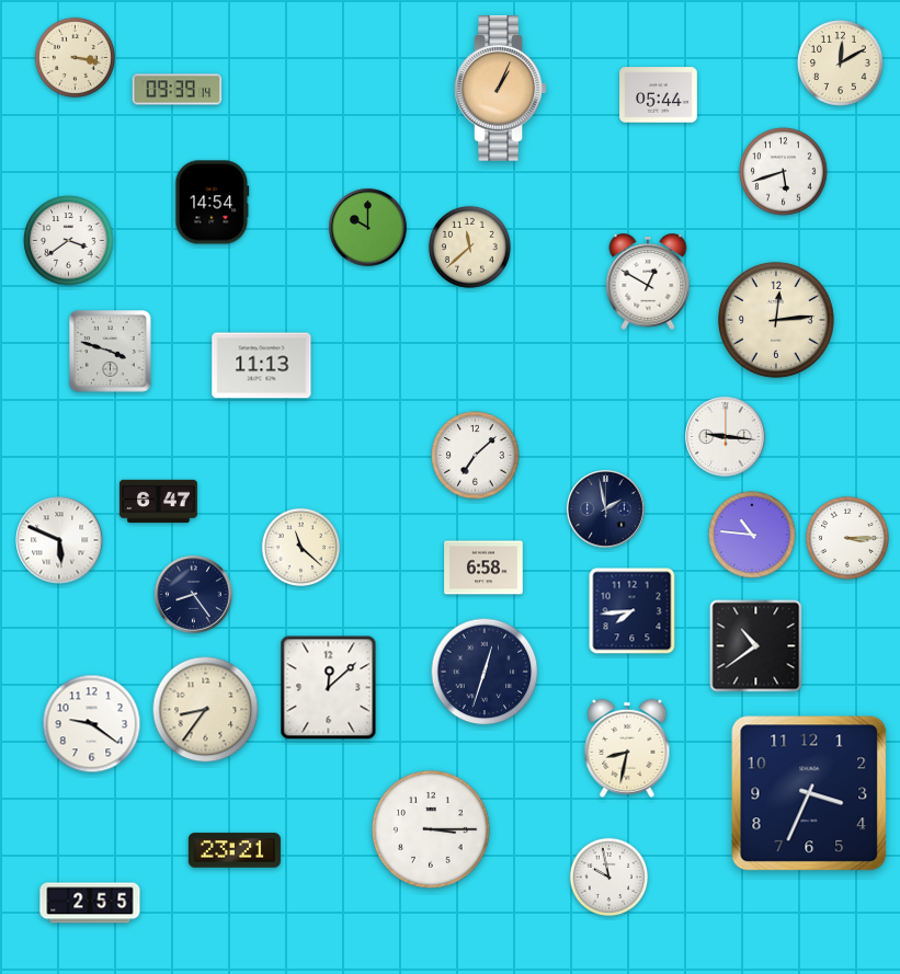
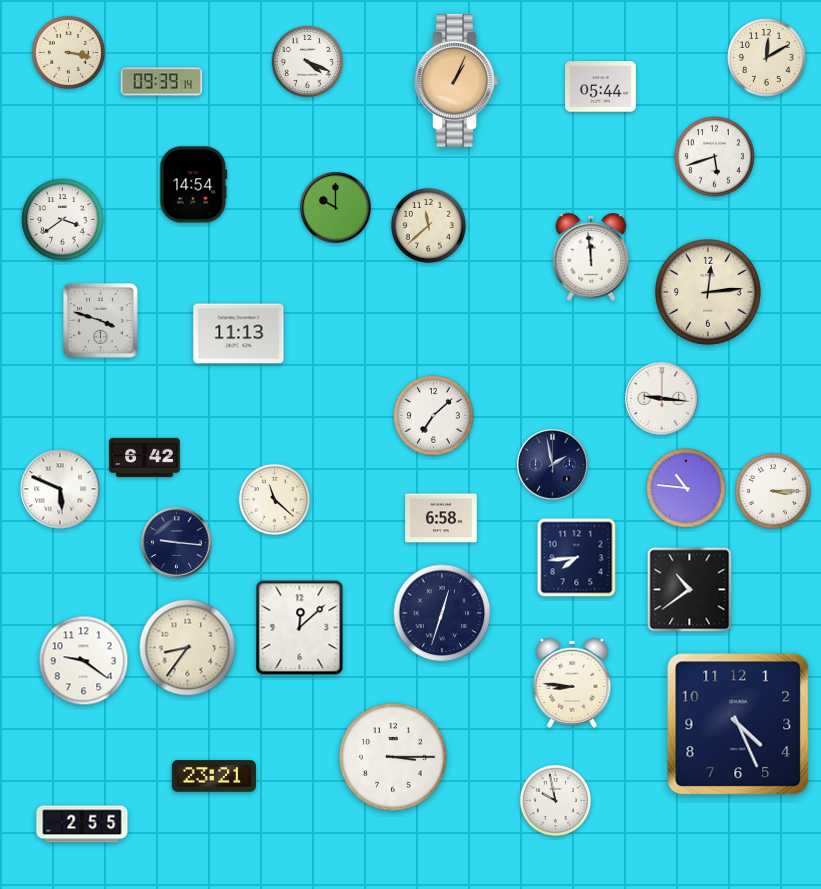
clock at (308, 62): none -> 4:19
clock at (648, 283): 12:50 -> 11:59
clock at (159, 502): 6:47 -> 6:42
clock at (59, 540) position: (59, 540) -> (60, 489)
clock at (194, 595): 8:24 -> 9:16
clock at (627, 748): 8:32 -> 8:46
clock at (809, 793): 3:34 -> 4:26
